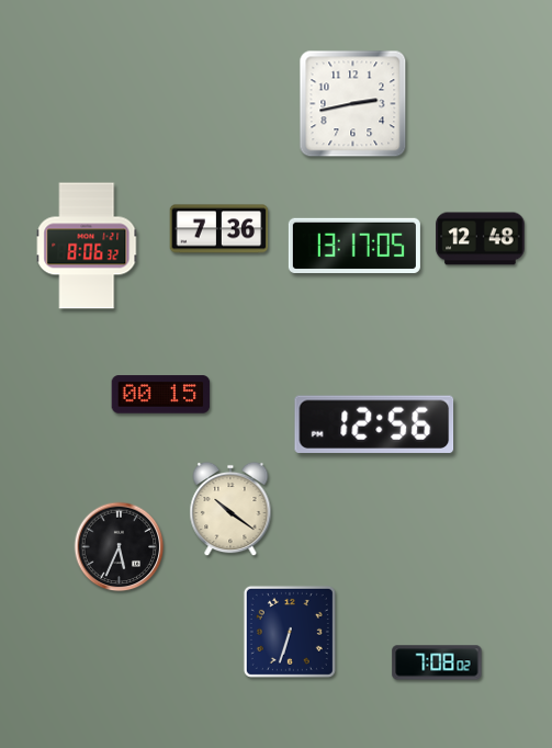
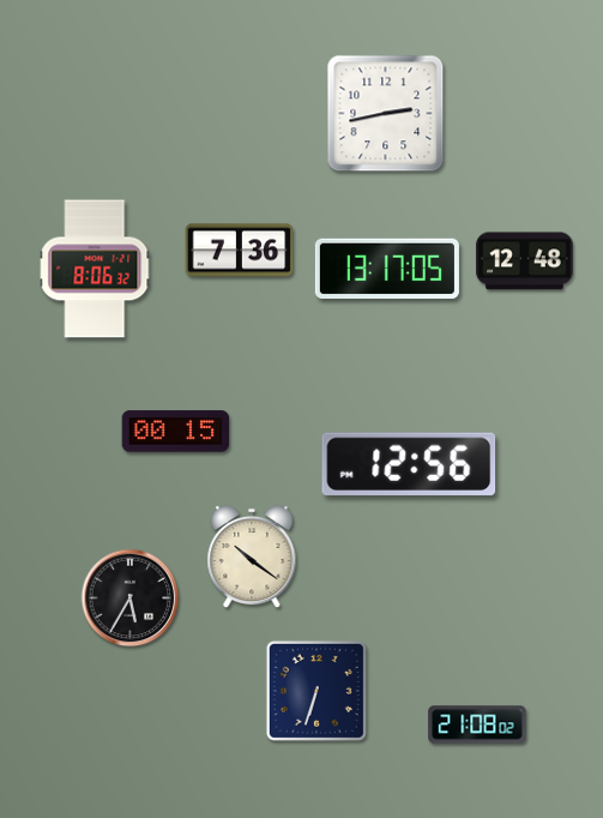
clock at (120, 547): 5:34 -> 5:35
clock at (437, 662): 7:08 -> 21:08
